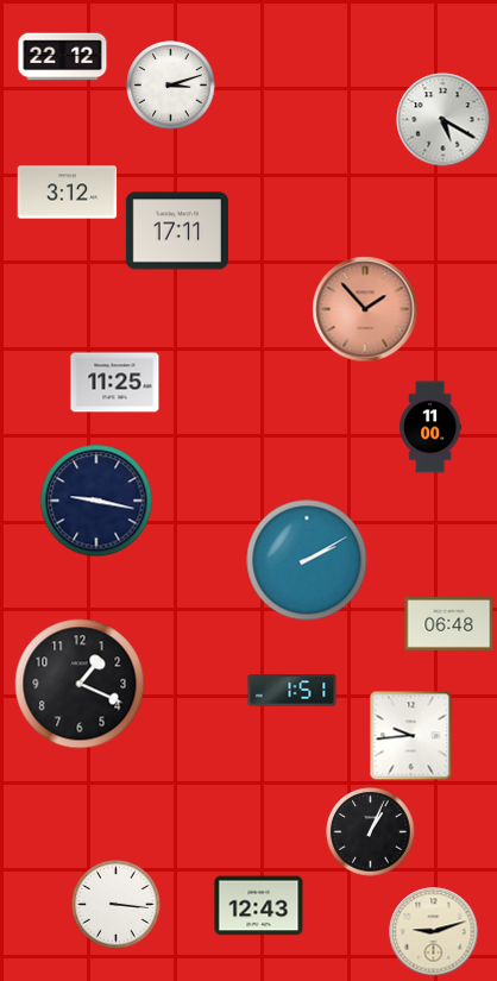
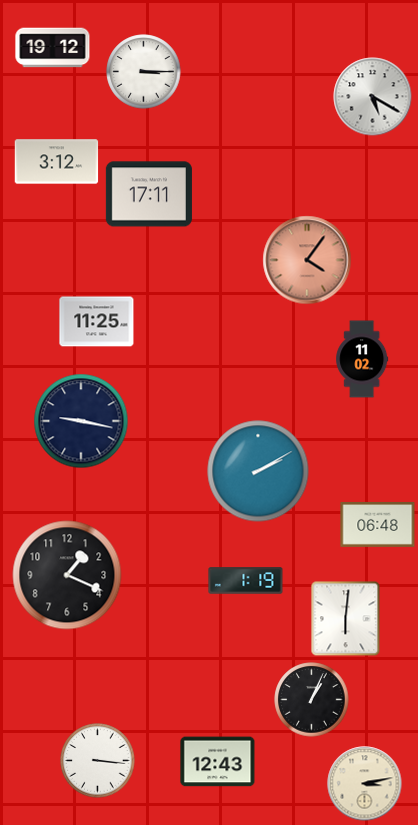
clock at (63, 57): 22:12 -> 19:12
clock at (171, 86): 3:12 -> 3:15
clock at (443, 120) position: (443, 120) -> (373, 97)
clock at (365, 309): 1:53 -> 4:06
clock at (430, 427): 11:00 -> 11:02
clock at (292, 691): 1:51 -> 1:19
clock at (411, 736): 9:44 -> 6:01
clock at (434, 932): 9:12 -> 3:13
